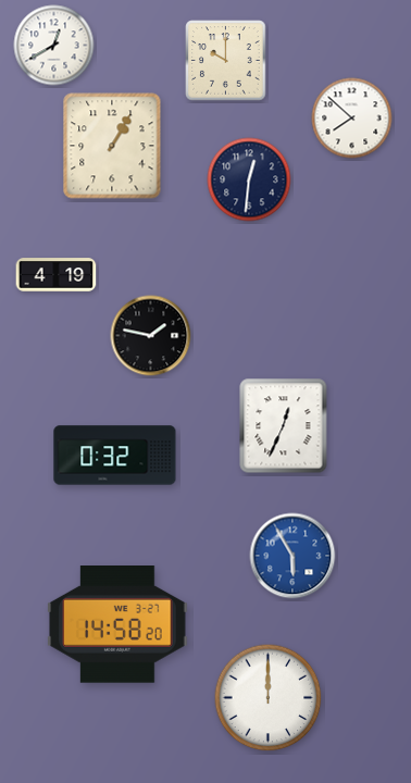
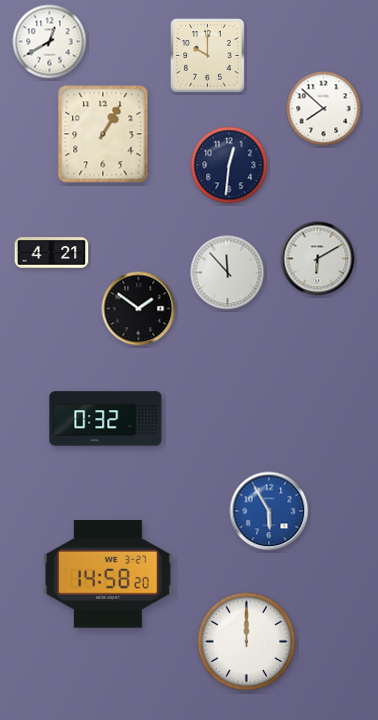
clock at (57, 275): 4:19 -> 4:21
clock at (318, 259): none -> 6:10
clock at (228, 273): none -> 11:53
clock at (151, 336): 1:47 -> 1:51
clock at (284, 426): 12:34 -> none
